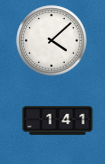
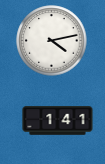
clock at (52, 41): 4:08 -> 4:13
